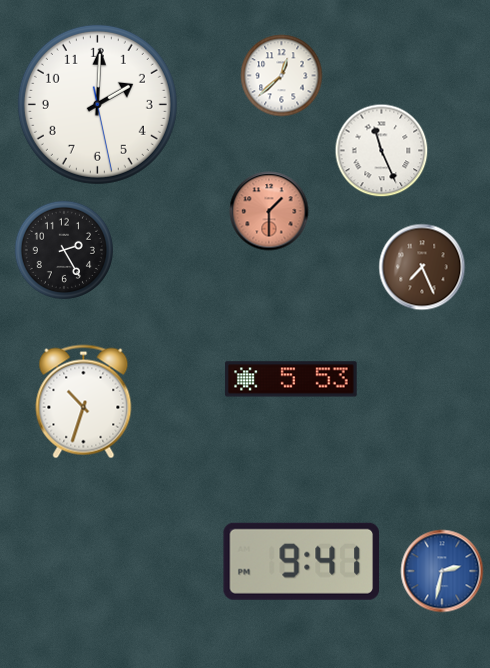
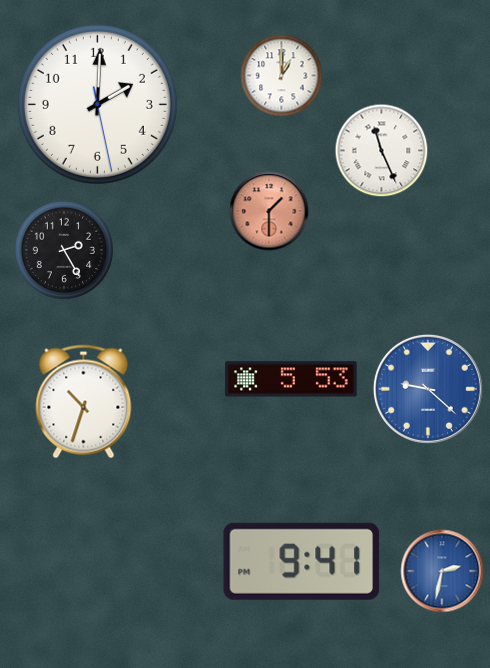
clock at (282, 76): 12:38 -> 1:00
clock at (422, 267): 7:26 -> none
clock at (428, 389): none -> 9:22
